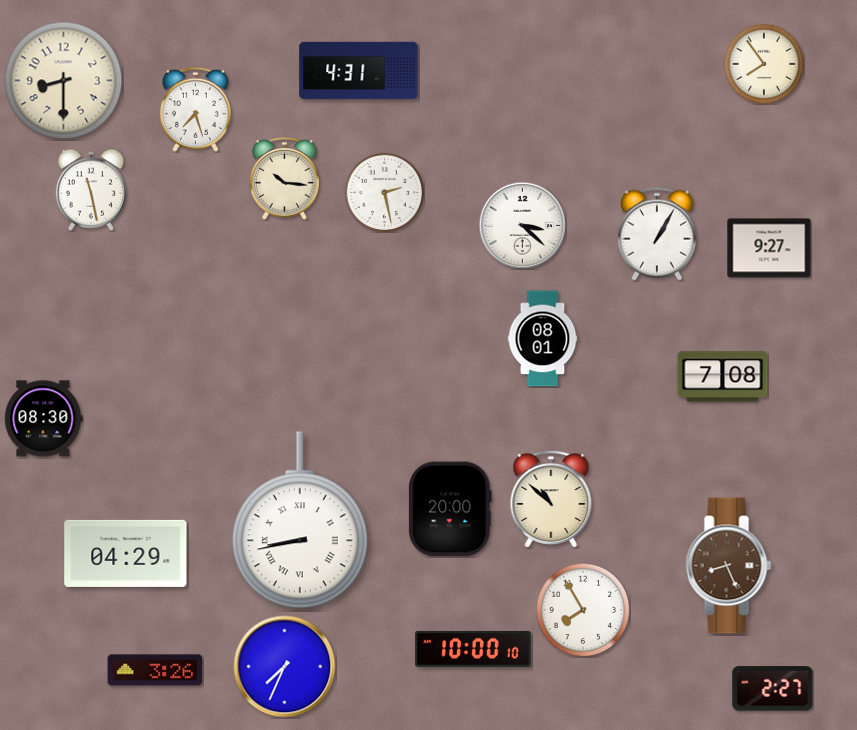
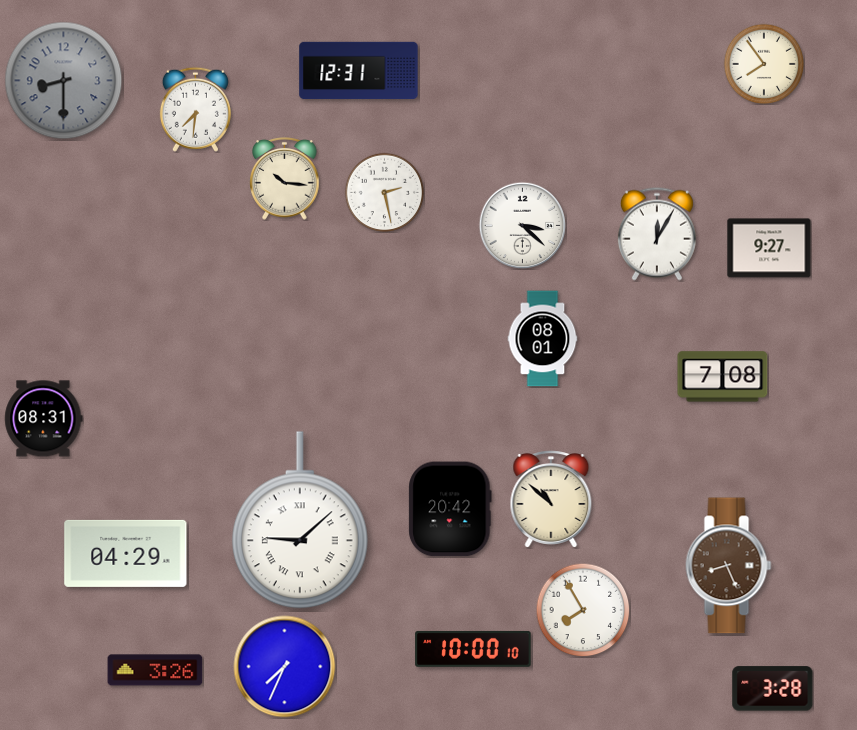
clock at (359, 71): 4:31 -> 12:31
clock at (64, 81) dial: cream -> grey
clock at (195, 109): 7:27 -> 7:31
clock at (90, 190): 11:28 -> none
clock at (657, 234): 1:05 -> 12:05
clock at (44, 419): 08:30 -> 08:31
clock at (450, 509): 20:00 -> 20:42
clock at (300, 520): 8:43 -> 9:08
clock at (773, 689): 2:27 -> 3:28
